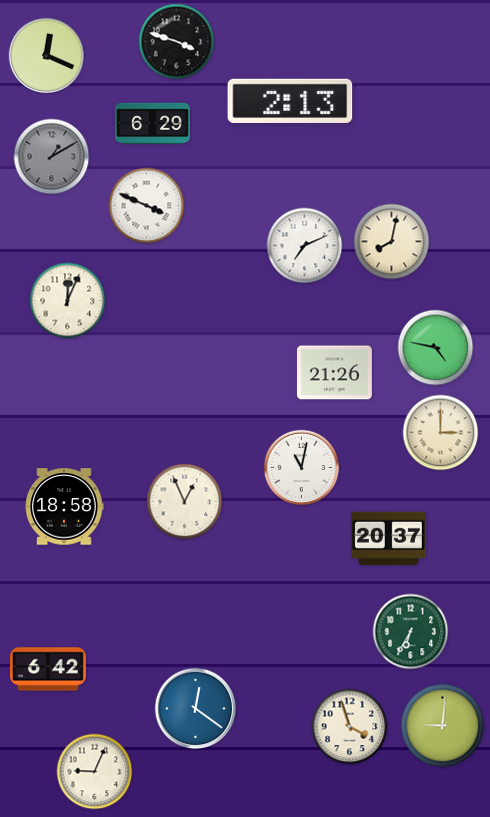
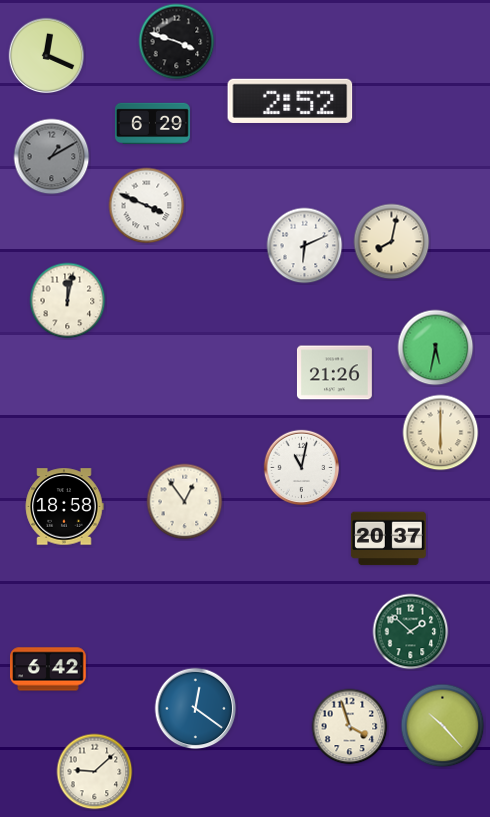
clock at (290, 101): 2:13 -> 2:52
clock at (305, 246): 7:11 -> 6:11
clock at (68, 301): 12:04 -> 12:02
clock at (436, 348): 4:47 -> 5:32
clock at (441, 433): 3:00 -> 6:00
clock at (185, 502): 12:56 -> 12:54
clock at (411, 632): 6:35 -> 1:52
clock at (443, 726): 9:01 -> 10:23
clock at (95, 772): 9:04 -> 9:08
